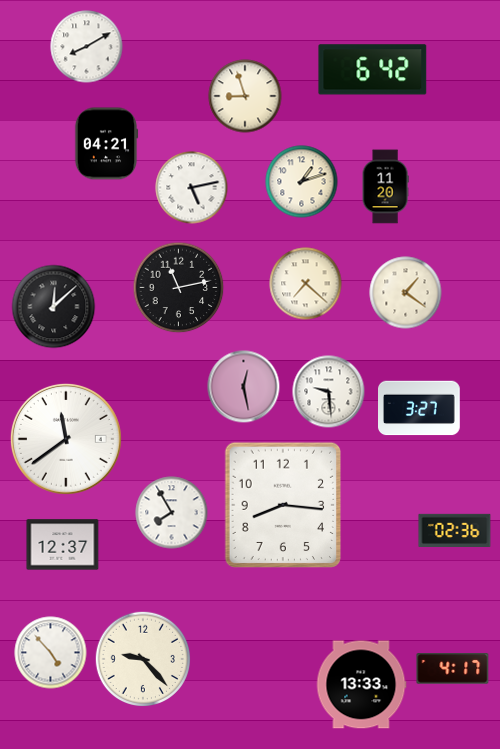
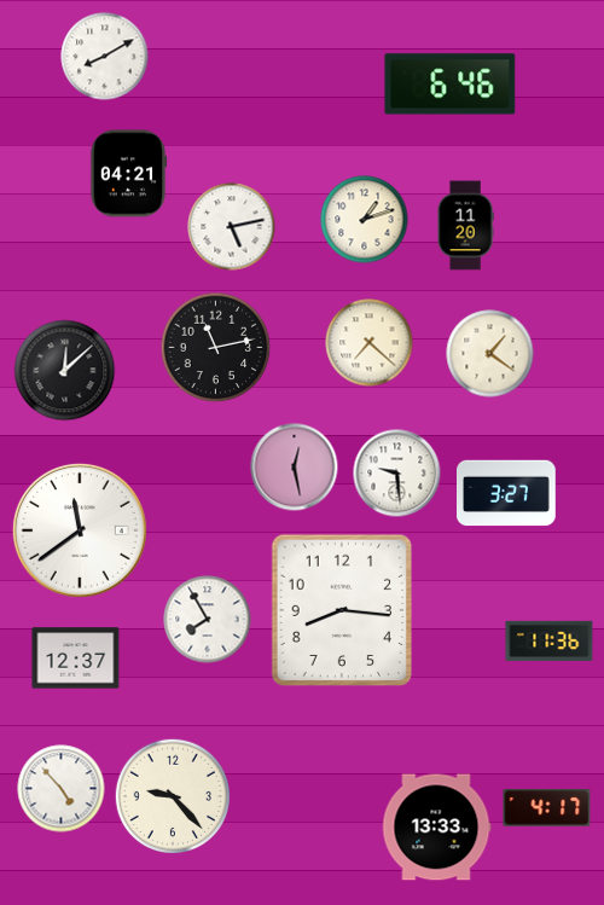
clock at (373, 70): 6:42 -> 6:46
clock at (245, 96): 8:57 -> none
clock at (455, 530): 02:36 -> 11:36
